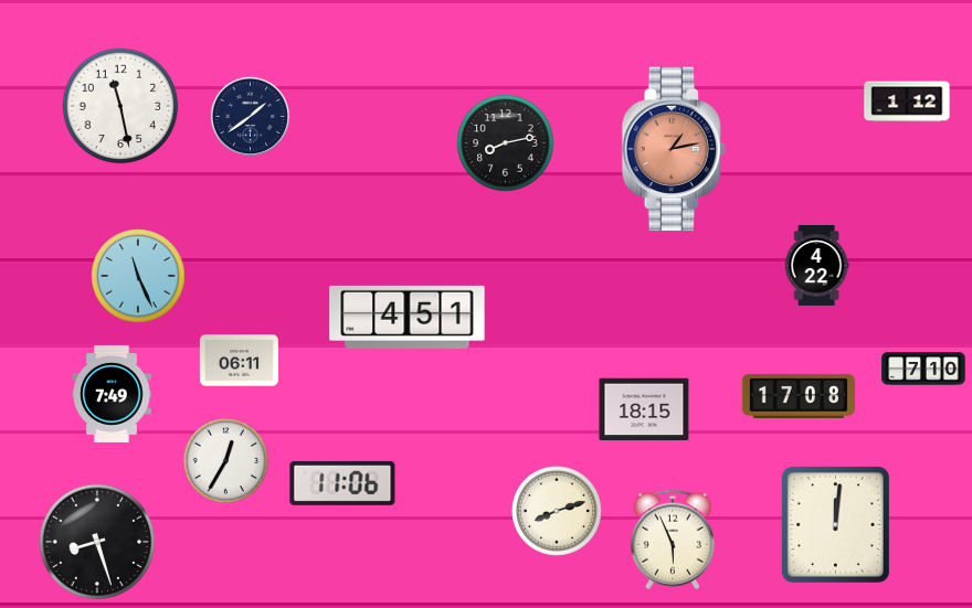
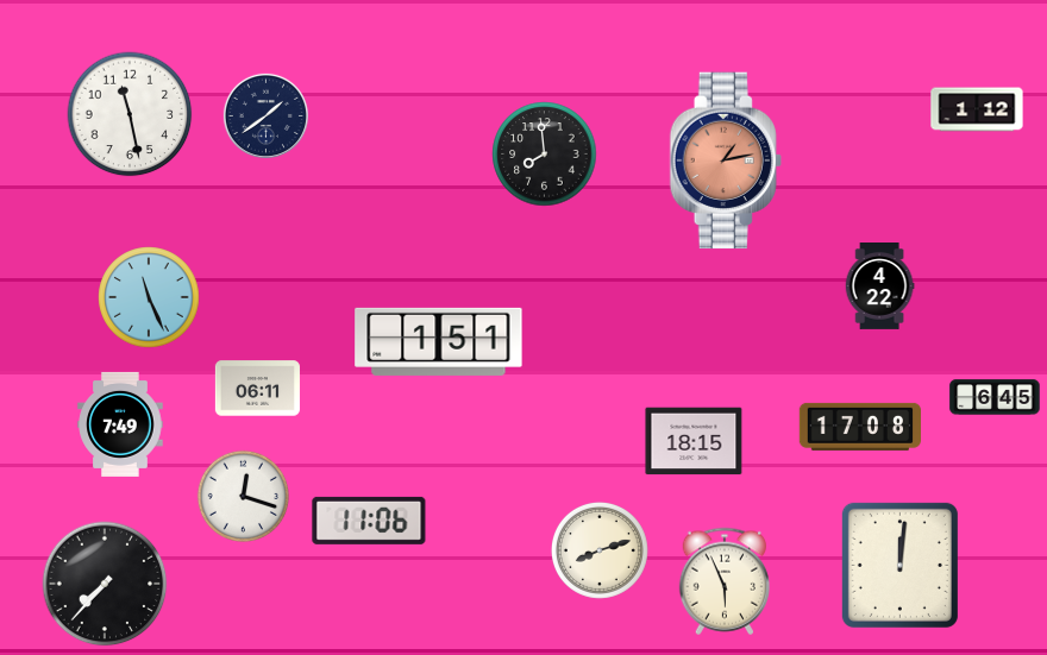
clock at (250, 116) position: (250, 116) -> (265, 115)
clock at (506, 143): 8:13 -> 7:59
clock at (408, 317): 4:51 -> 1:51
clock at (923, 369): 7:10 -> 6:45
clock at (225, 460): 12:35 -> 12:18
clock at (97, 542): 8:27 -> 7:37
